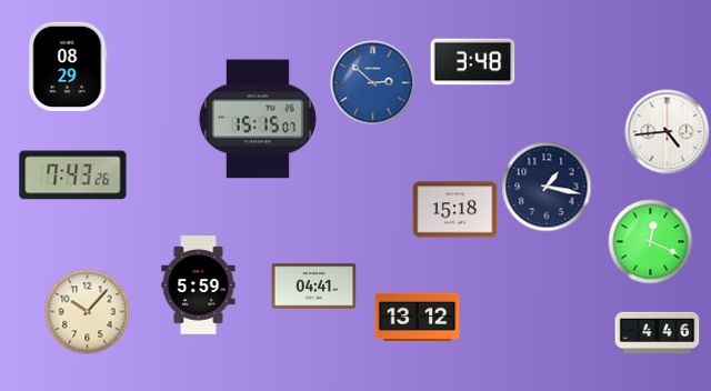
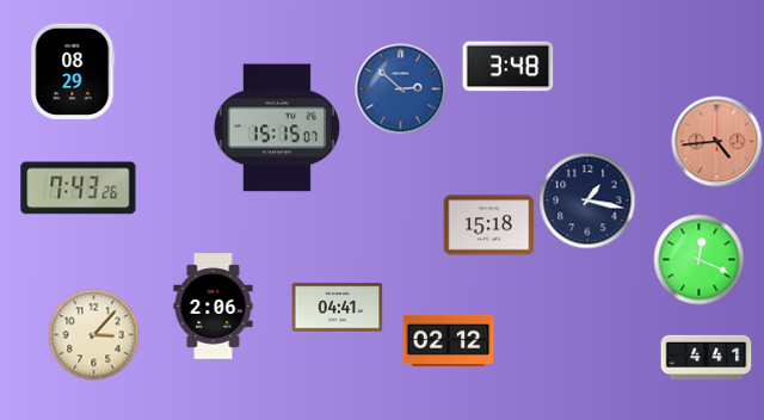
clock at (668, 132) dial: white -> salmon
clock at (199, 285): 5:59 -> 2:06
clock at (88, 312): 10:07 -> 3:07
clock at (418, 317): 13:12 -> 02:12
clock at (658, 333): 4:46 -> 4:41
